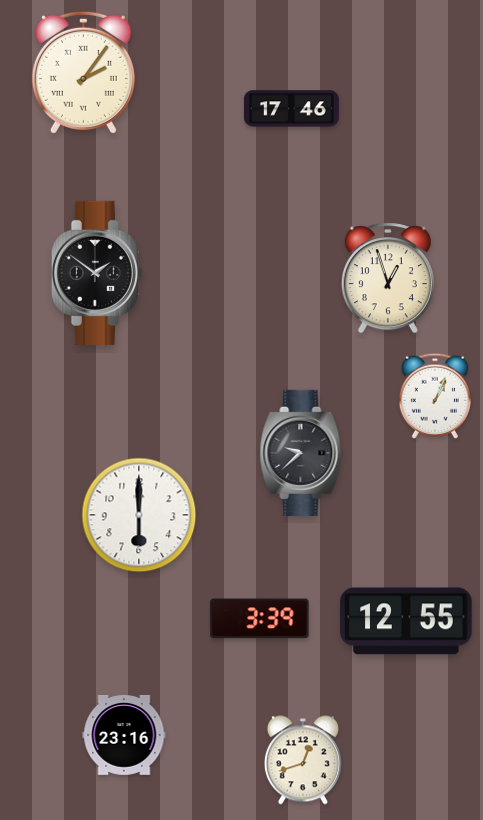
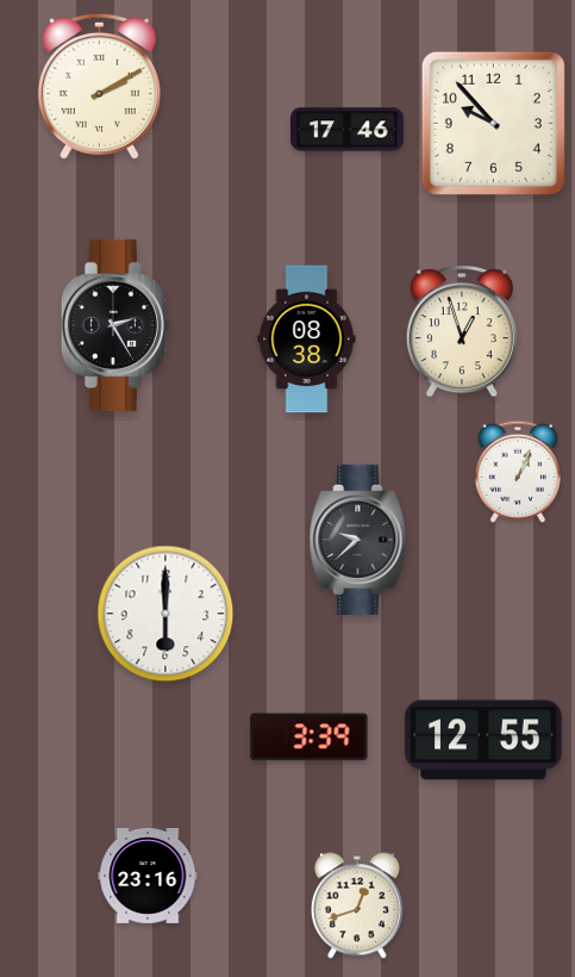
clock at (83, 72): 2:06 -> 2:10
clock at (493, 123): none -> 9:53
clock at (97, 273): 1:51 -> 2:25
clock at (307, 340): none -> 08:38
clock at (303, 760) position: (303, 760) -> (357, 906)
